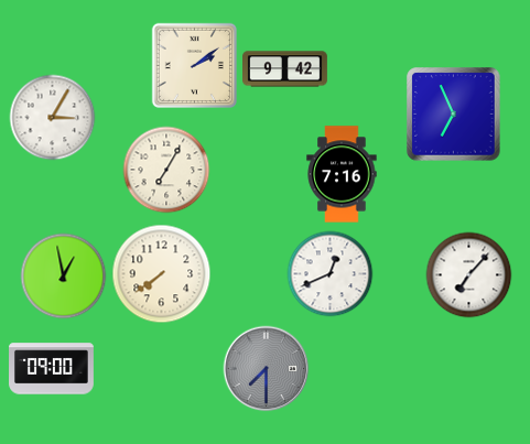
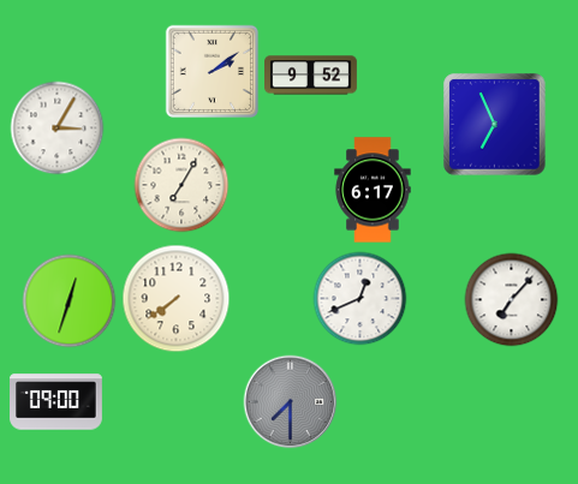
clock at (285, 69): 9:42 -> 9:52
clock at (342, 174): 7:16 -> 6:17
clock at (63, 275): 12:58 -> 12:33
